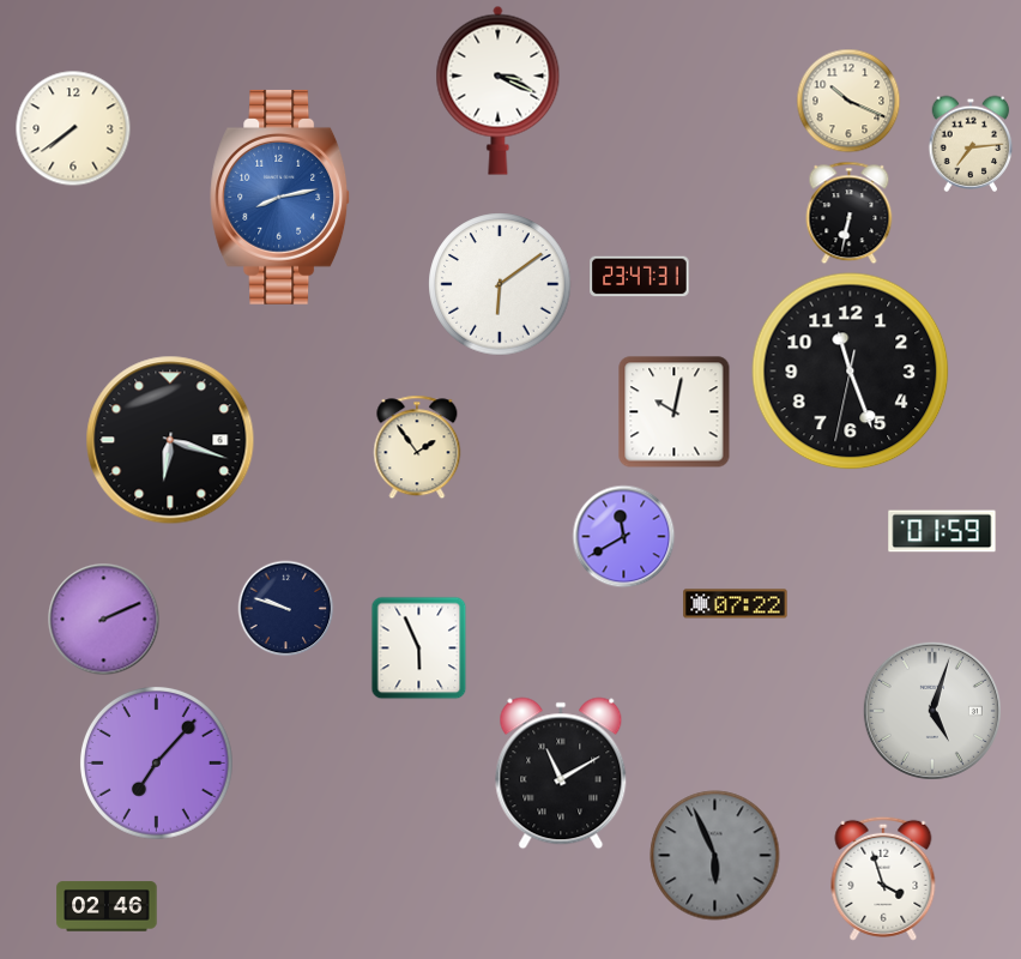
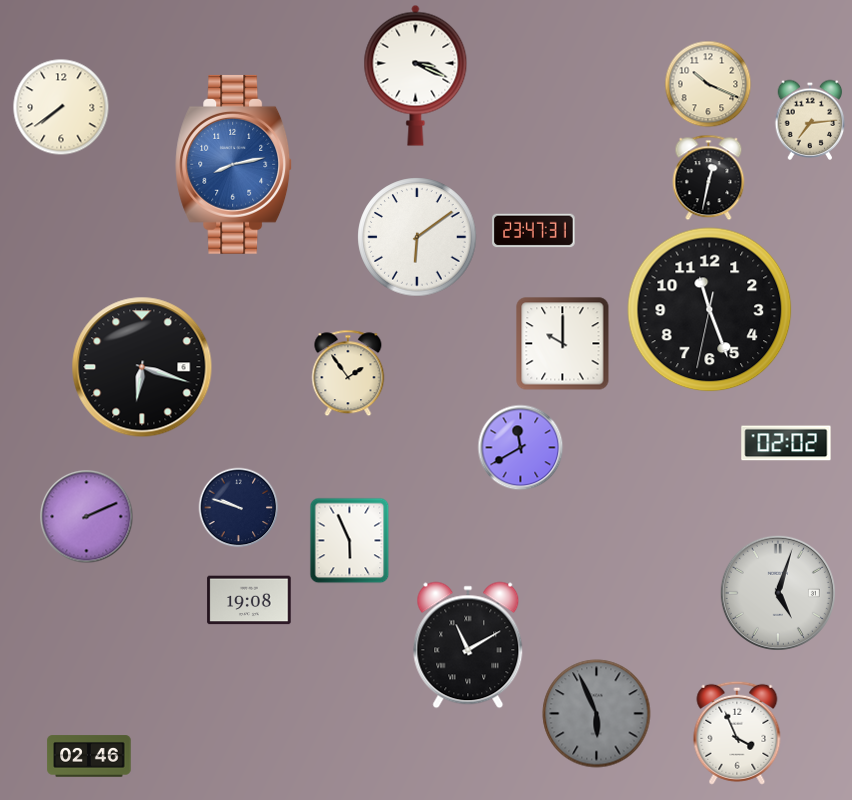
clock at (850, 212): 6:32 -> 12:32
clock at (675, 412): 10:02 -> 10:00
clock at (942, 531): 01:59 -> 02:02
clock at (736, 604): 07:22 -> none
clock at (249, 600): none -> 19:08
clock at (156, 762): 7:07 -> none
clock at (883, 879): 3:57 -> 3:56
